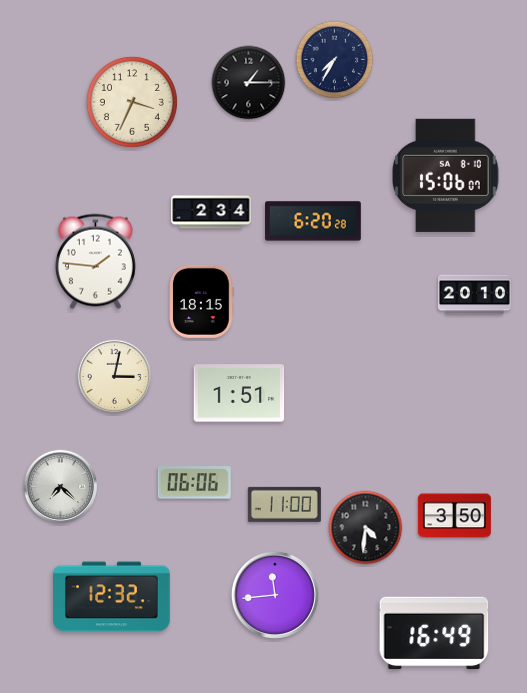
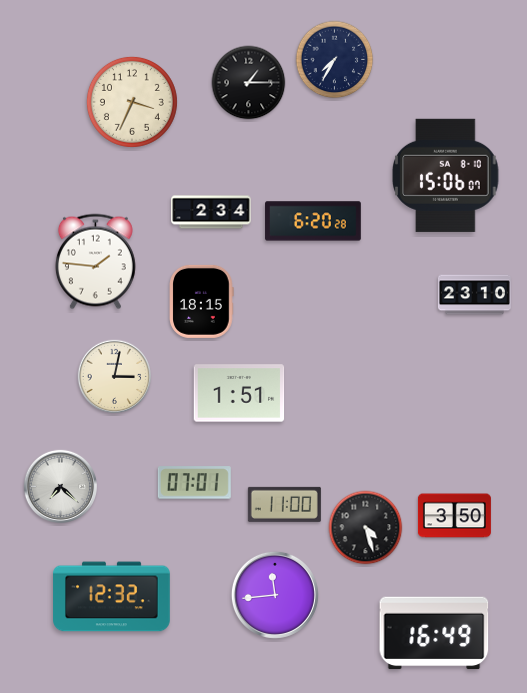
clock at (474, 295): 20:10 -> 23:10
clock at (194, 483): 06:06 -> 07:01
clock at (366, 528): 4:31 -> 4:27
